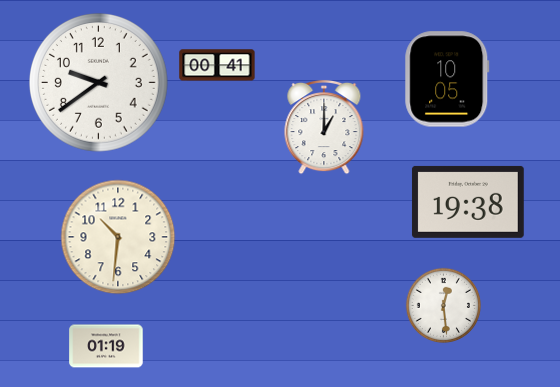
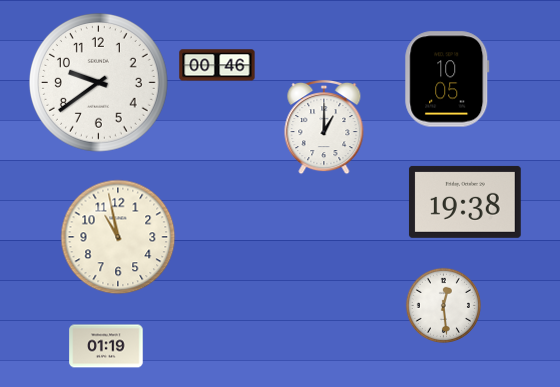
clock at (217, 65): 00:41 -> 00:46
clock at (468, 202) position: (468, 202) -> (465, 202)
clock at (118, 237): 10:31 -> 10:58
